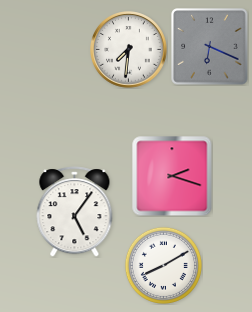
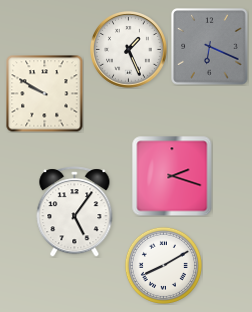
clock at (129, 50): 7:31 -> 1:26
clock at (44, 93): none -> 9:50
